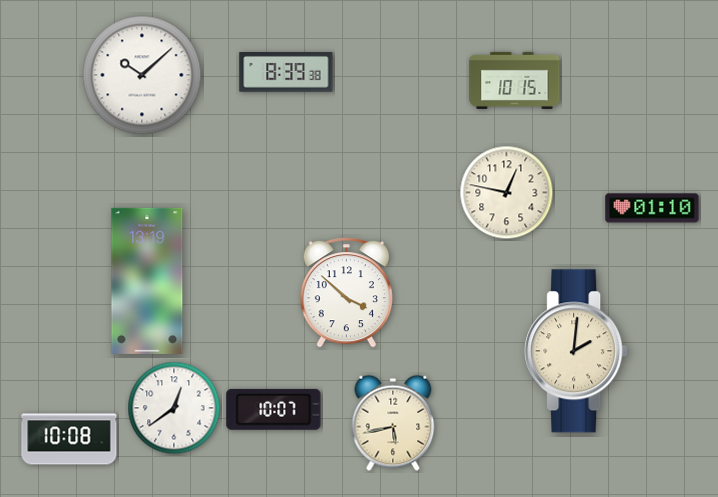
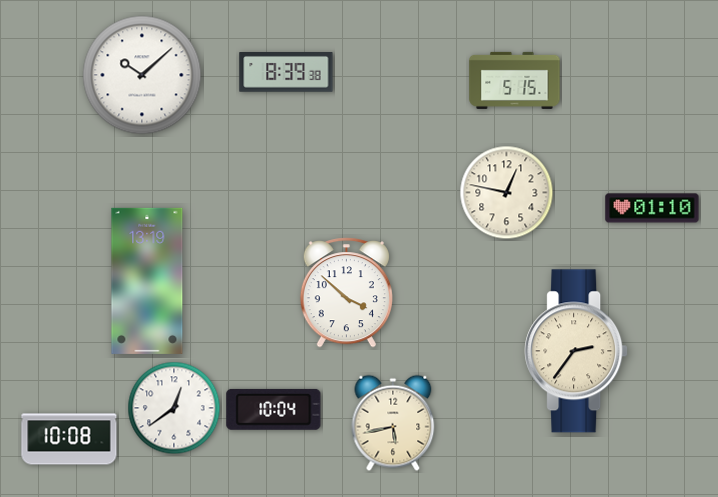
clock at (515, 80): 10:15 -> 5:15
clock at (576, 351): 2:01 -> 2:36
clock at (274, 409): 10:07 -> 10:04
